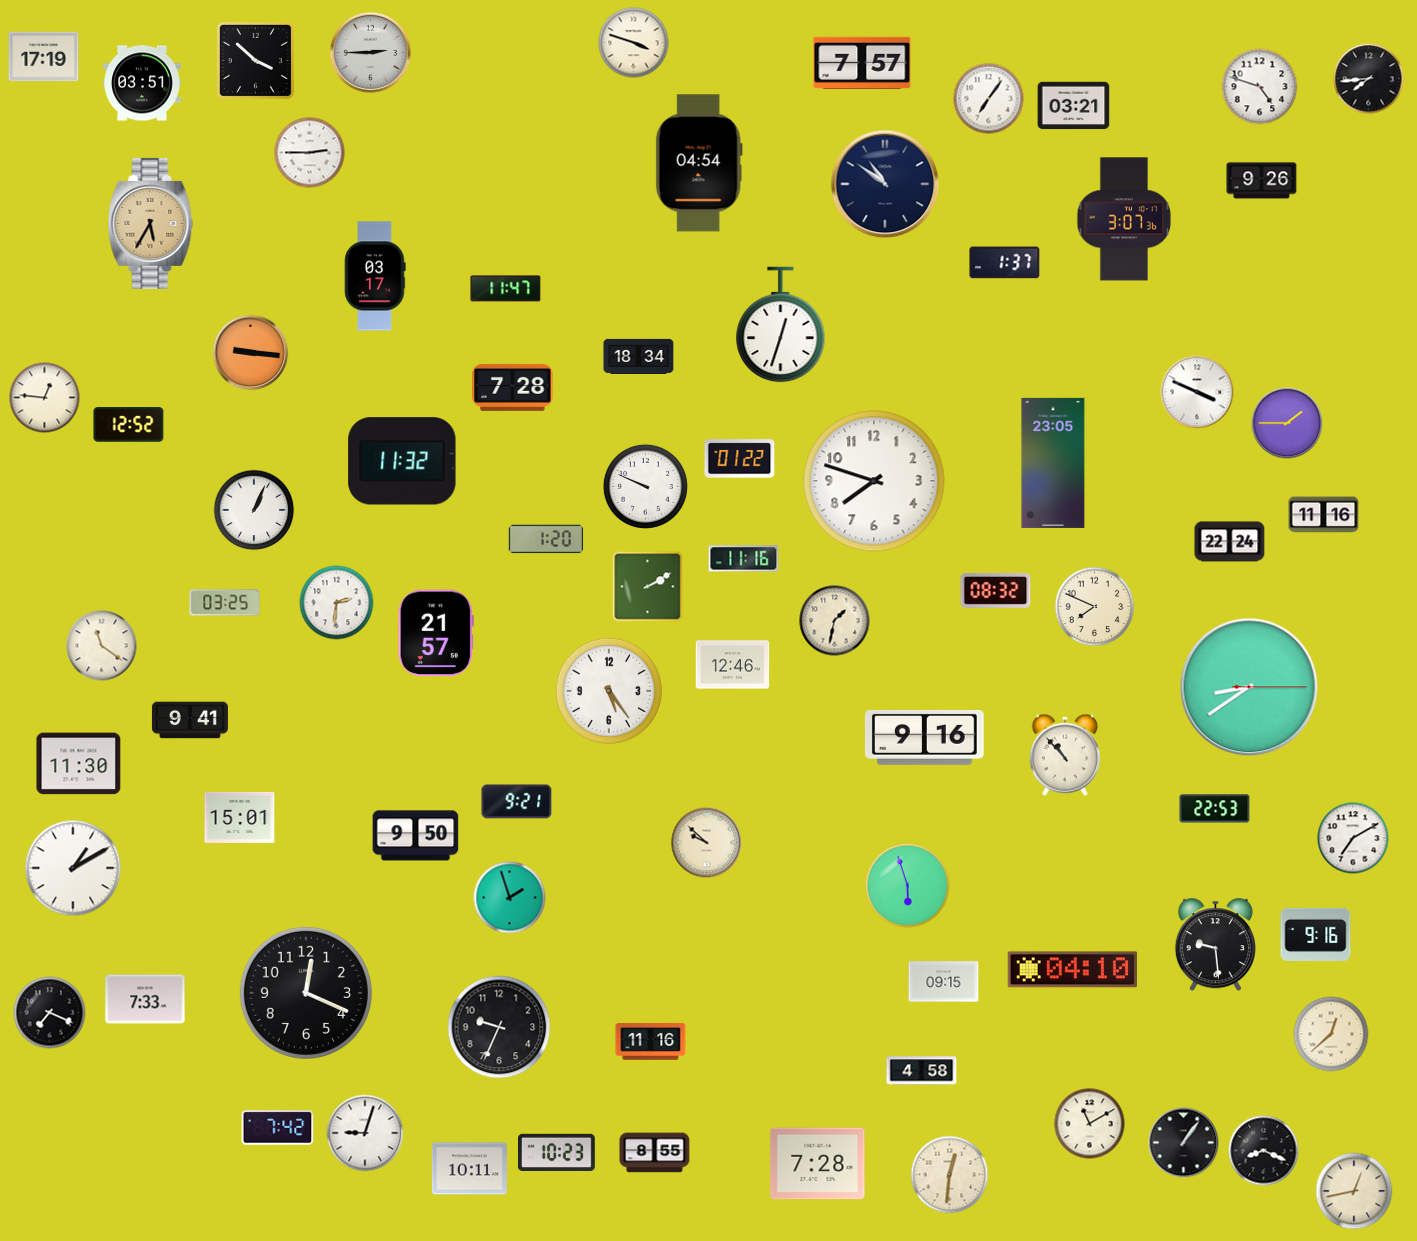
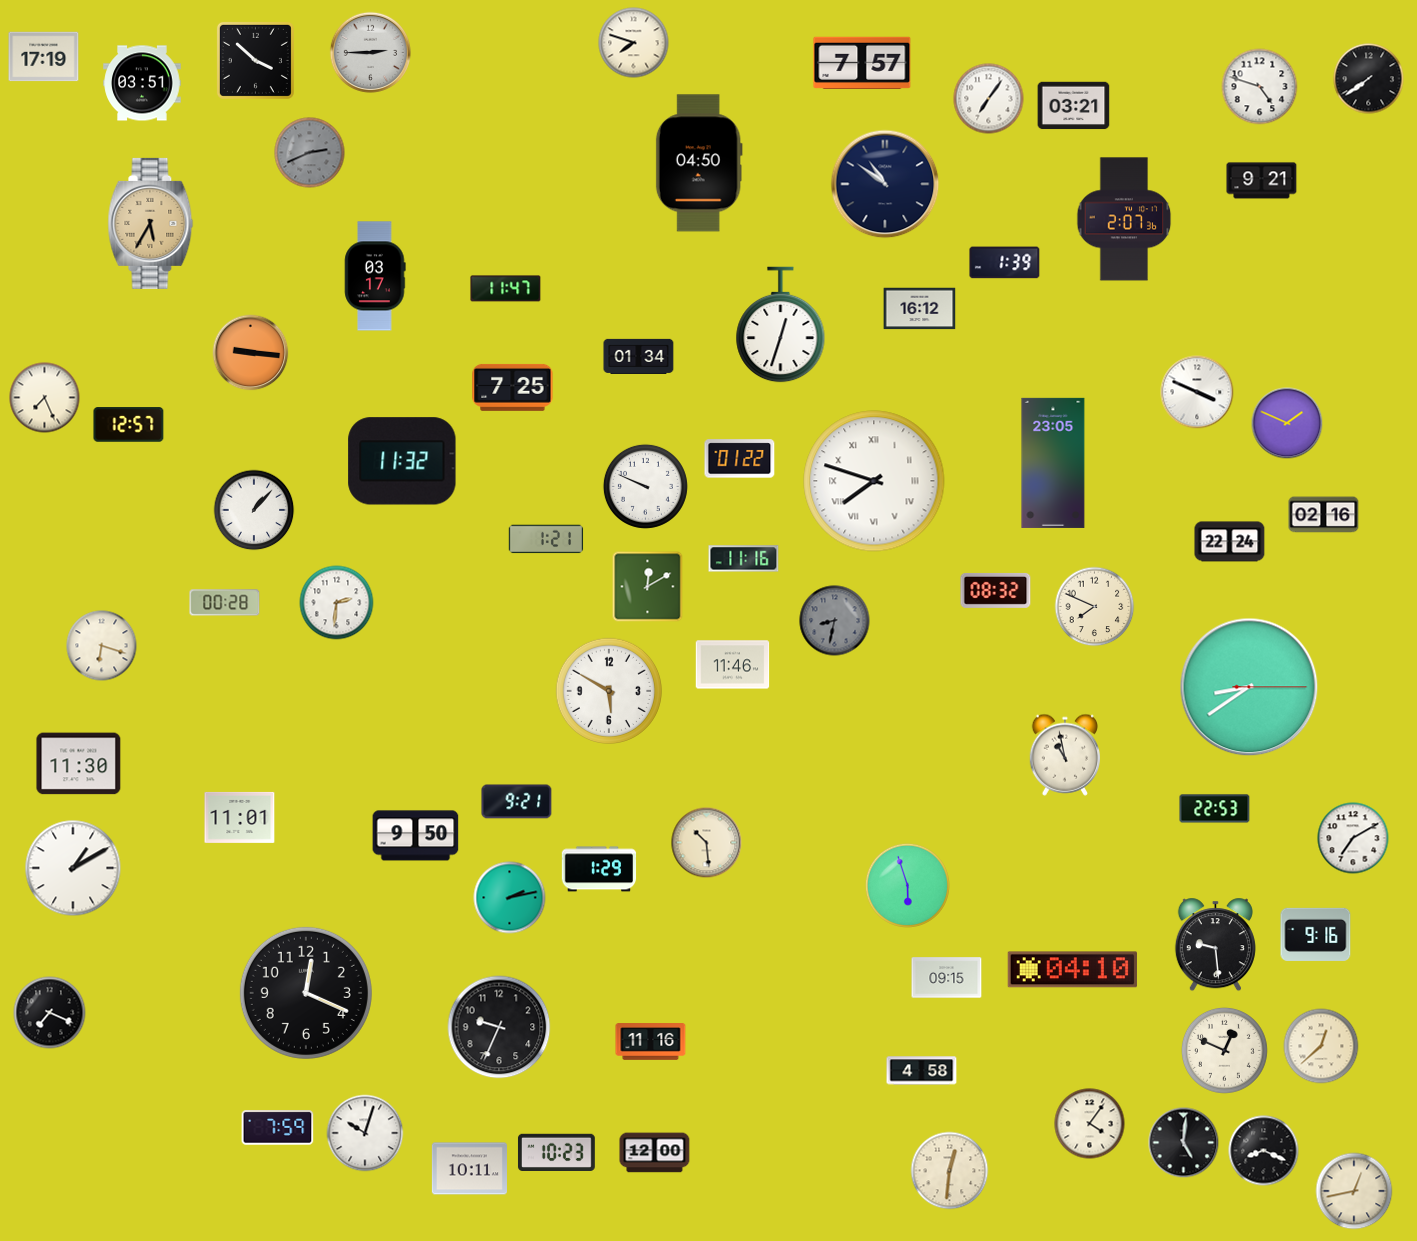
clock at (634, 43): 3:48 -> 7:48
clock at (1369, 79): 7:44 -> 7:39
clock at (310, 153): 2:45 -> 2:41
clock at (310, 153) dial: white -> grey
clock at (699, 163): 04:54 -> 04:50
clock at (1262, 181): 9:26 -> 9:21
clock at (1124, 219): 3:07 -> 2:07
clock at (1005, 263): 1:37 -> 1:39
clock at (920, 309): none -> 16:12
clock at (639, 356): 18:34 -> 01:34
clock at (513, 387): 7:28 -> 7:25
clock at (45, 398): 12:46 -> 7:26
clock at (1287, 423): 1:45 -> 1:49
clock at (129, 425): 12:52 -> 12:57
clock at (874, 481) numerals: Arabic -> Roman
clock at (254, 510): 1:04 -> 1:07
clock at (1324, 515): 11:16 -> 02:16
clock at (546, 539): 1:20 -> 1:21
clock at (648, 587): 2:10 -> 12:10
clock at (225, 603): 03:25 -> 00:28
clock at (835, 621): 1:32 -> 8:32
clock at (835, 621) dial: cream -> grey
clock at (436, 633): 21:57 -> none
clock at (102, 646): 11:21 -> 6:18
clock at (733, 665): 12:46 -> 11:46
clock at (608, 690): 5:24 -> 5:50
clock at (190, 720): 9:41 -> none
clock at (924, 737): 9:16 -> none
clock at (1064, 755): 10:53 -> 10:58
clock at (240, 817): 15:01 -> 11:01
clock at (707, 843): 9:52 -> 10:29
clock at (599, 869): none -> 1:29
clock at (510, 898): 1:57 -> 2:13
clock at (944, 982) position: (944, 982) -> (947, 978)
clock at (145, 999): 7:33 -> none
clock at (1331, 1034) position: (1331, 1034) -> (1321, 1046)
clock at (1224, 1050): none -> 12:49
clock at (1090, 1124): 11:10 -> 4:06
clock at (278, 1128): 7:42 -> 7:59
clock at (365, 1133): 9:03 -> 10:03
clock at (1184, 1143): 1:06 -> 5:01
clock at (655, 1153): 8:55 -> 12:00
clock at (818, 1164): 7:28 -> none
clock at (950, 1175) position: (950, 1175) -> (950, 1171)
